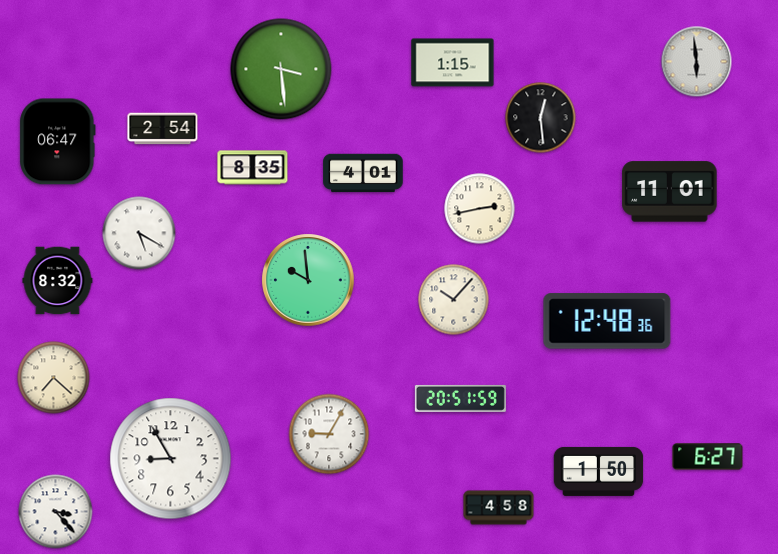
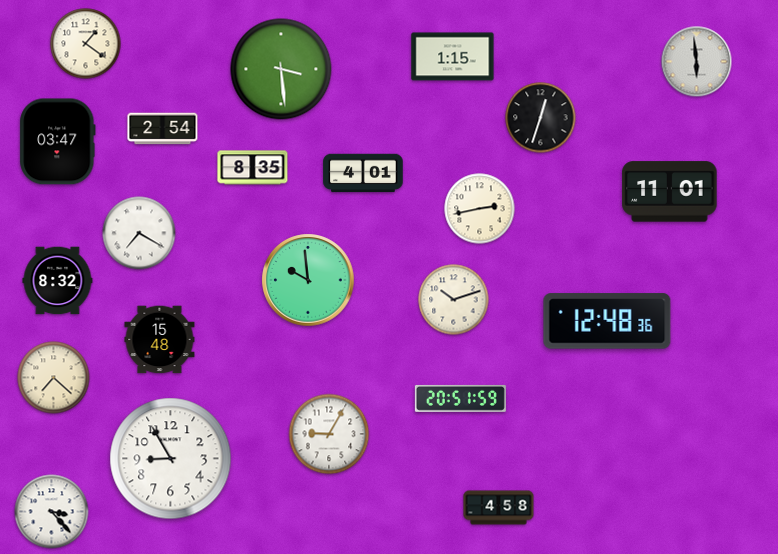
clock at (86, 44): none -> 1:21
clock at (453, 63) position: (453, 63) -> (453, 57)
clock at (541, 118): 12:29 -> 12:33
clock at (58, 142): 06:47 -> 03:47
clock at (139, 233): 5:20 -> 7:20
clock at (454, 300): 10:07 -> 10:12
clock at (160, 340): none -> 15:48
clock at (708, 457): 6:27 -> none
clock at (599, 471): 1:50 -> none
clock at (56, 512) position: (56, 512) -> (52, 512)
